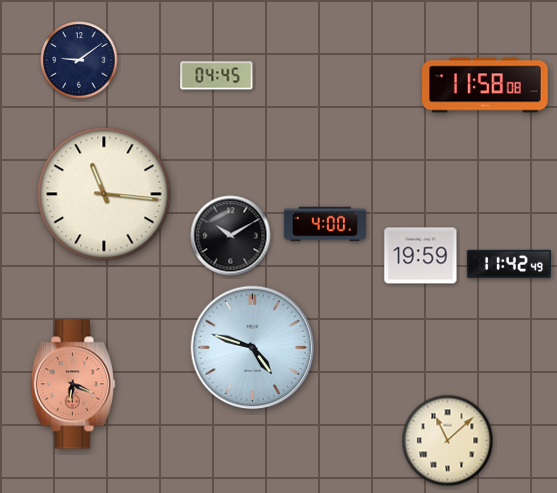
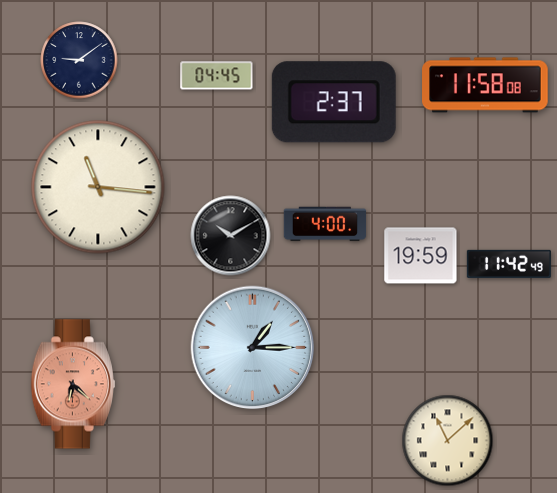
clock at (334, 102): none -> 2:37
clock at (104, 194) position: (104, 194) -> (98, 187)
clock at (253, 348): 4:48 -> 1:15
clock at (73, 384): 6:19 -> 6:22
